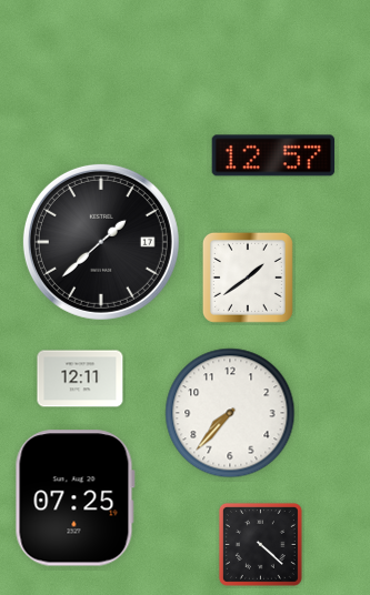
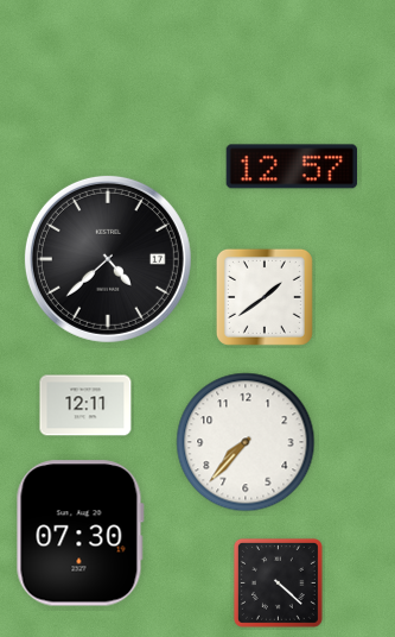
clock at (101, 242): 1:38 -> 4:38
clock at (74, 498): 07:25 -> 07:30
